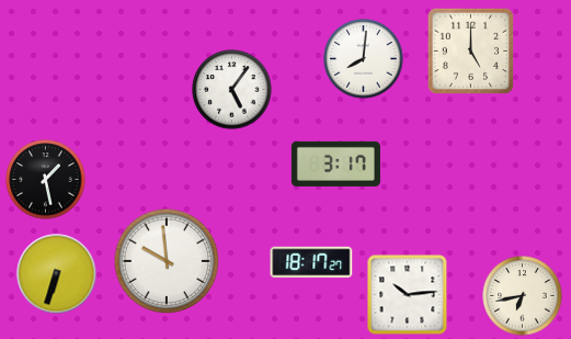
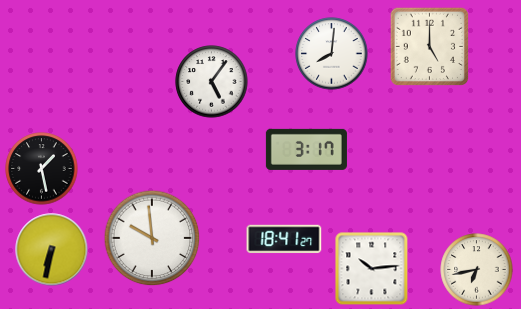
clock at (46, 180) position: (46, 180) -> (42, 169)
clock at (311, 262): 18:17 -> 18:41
clock at (57, 274): 6:33 -> 6:32
